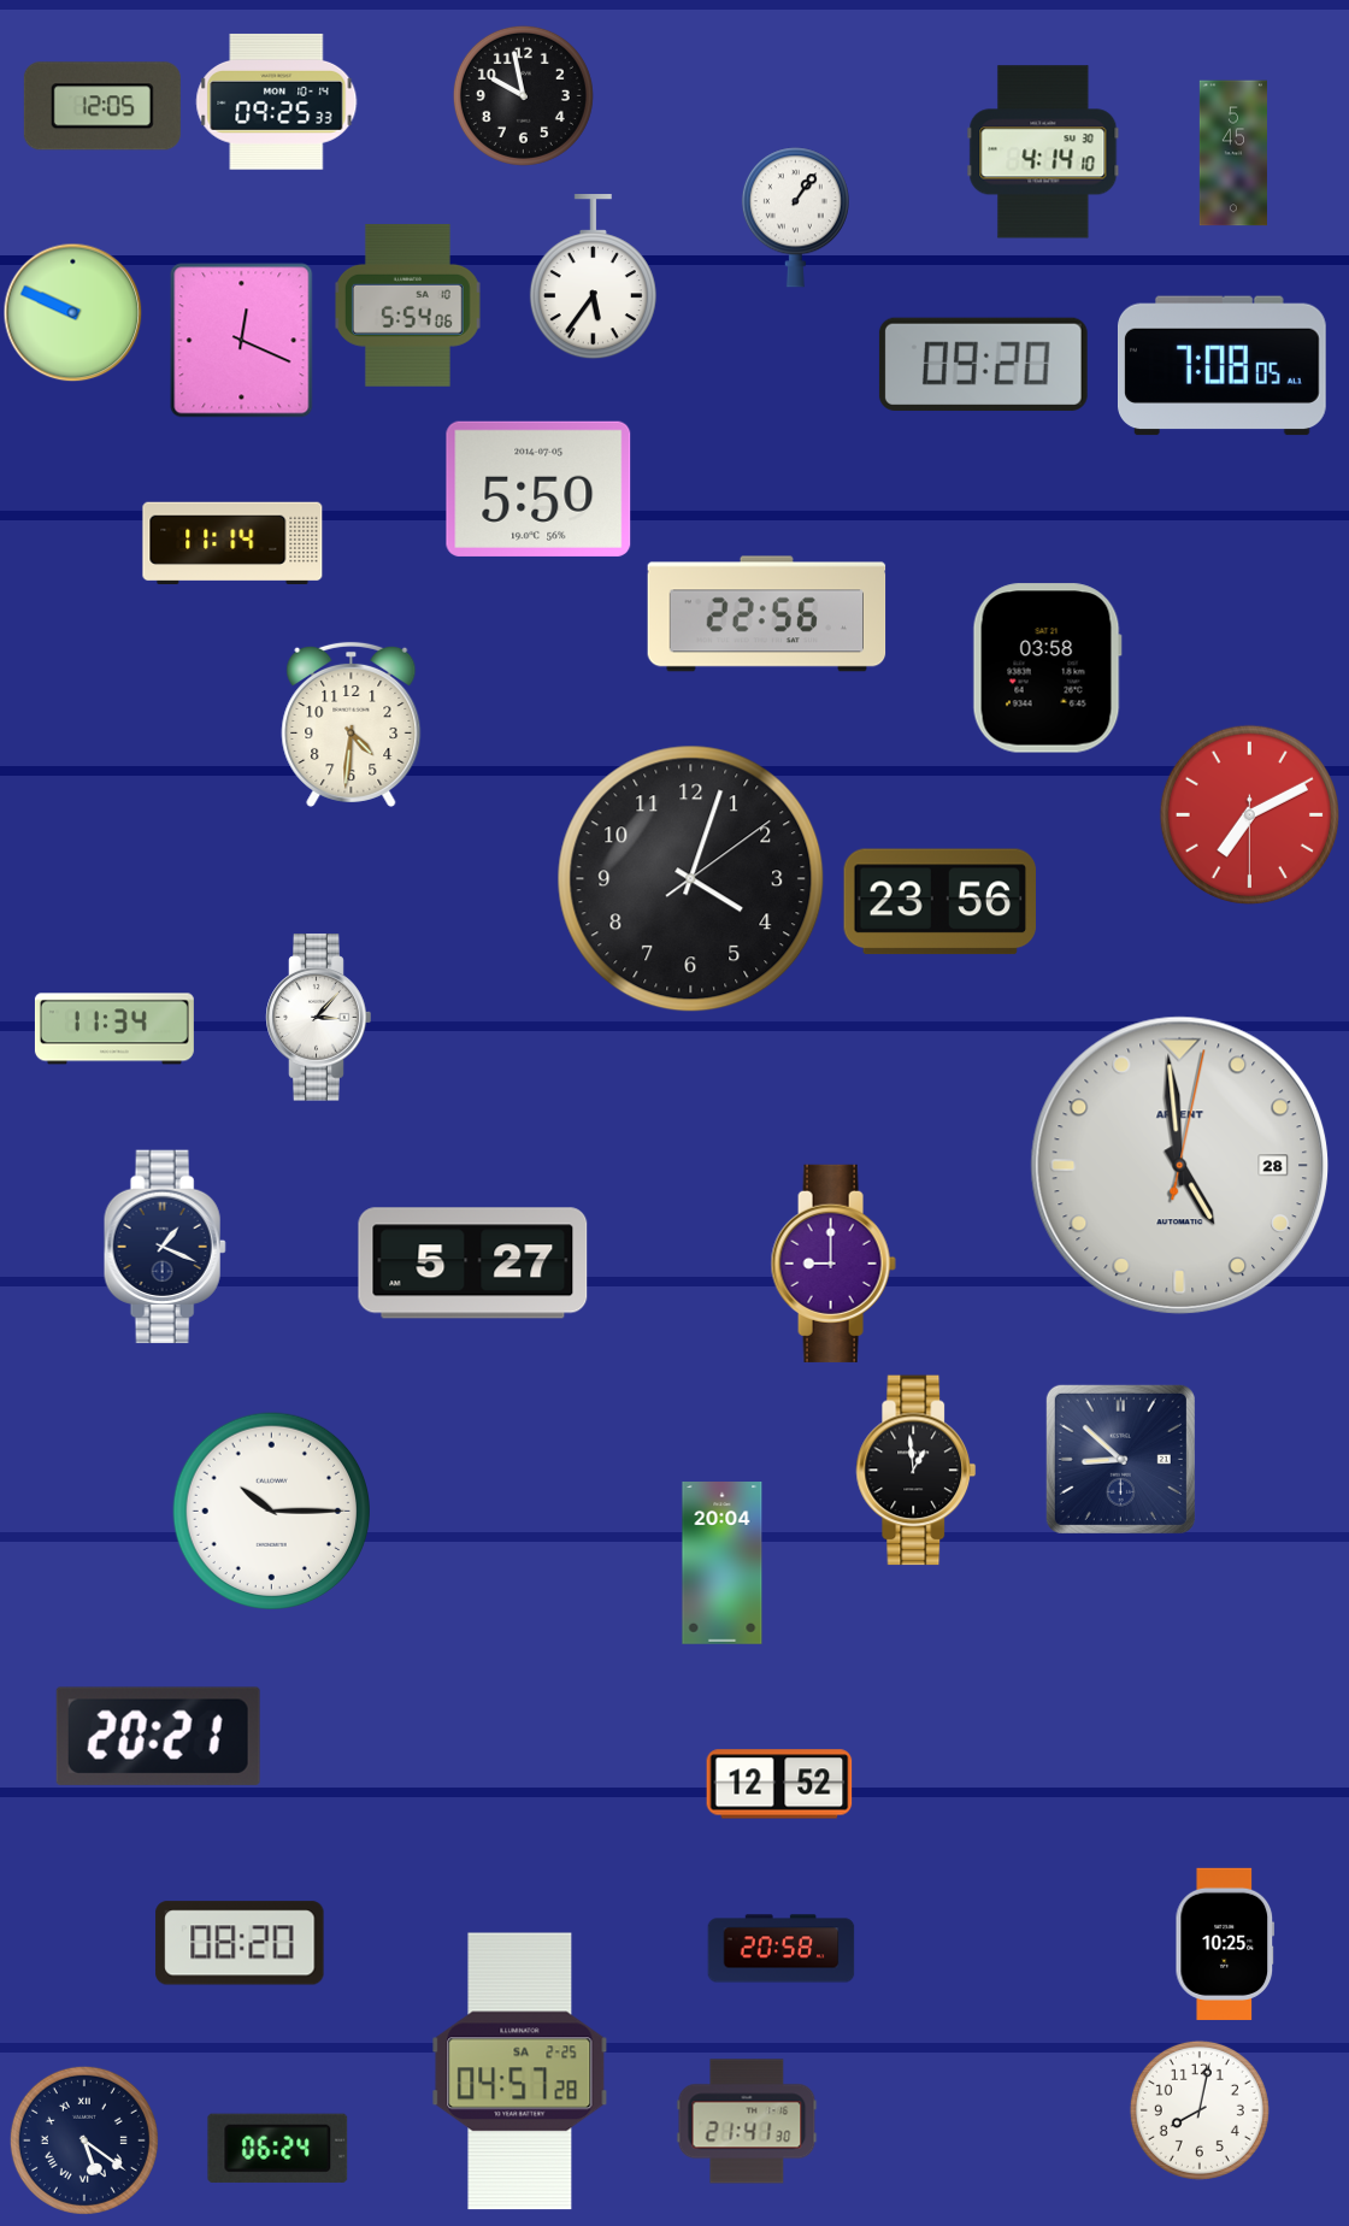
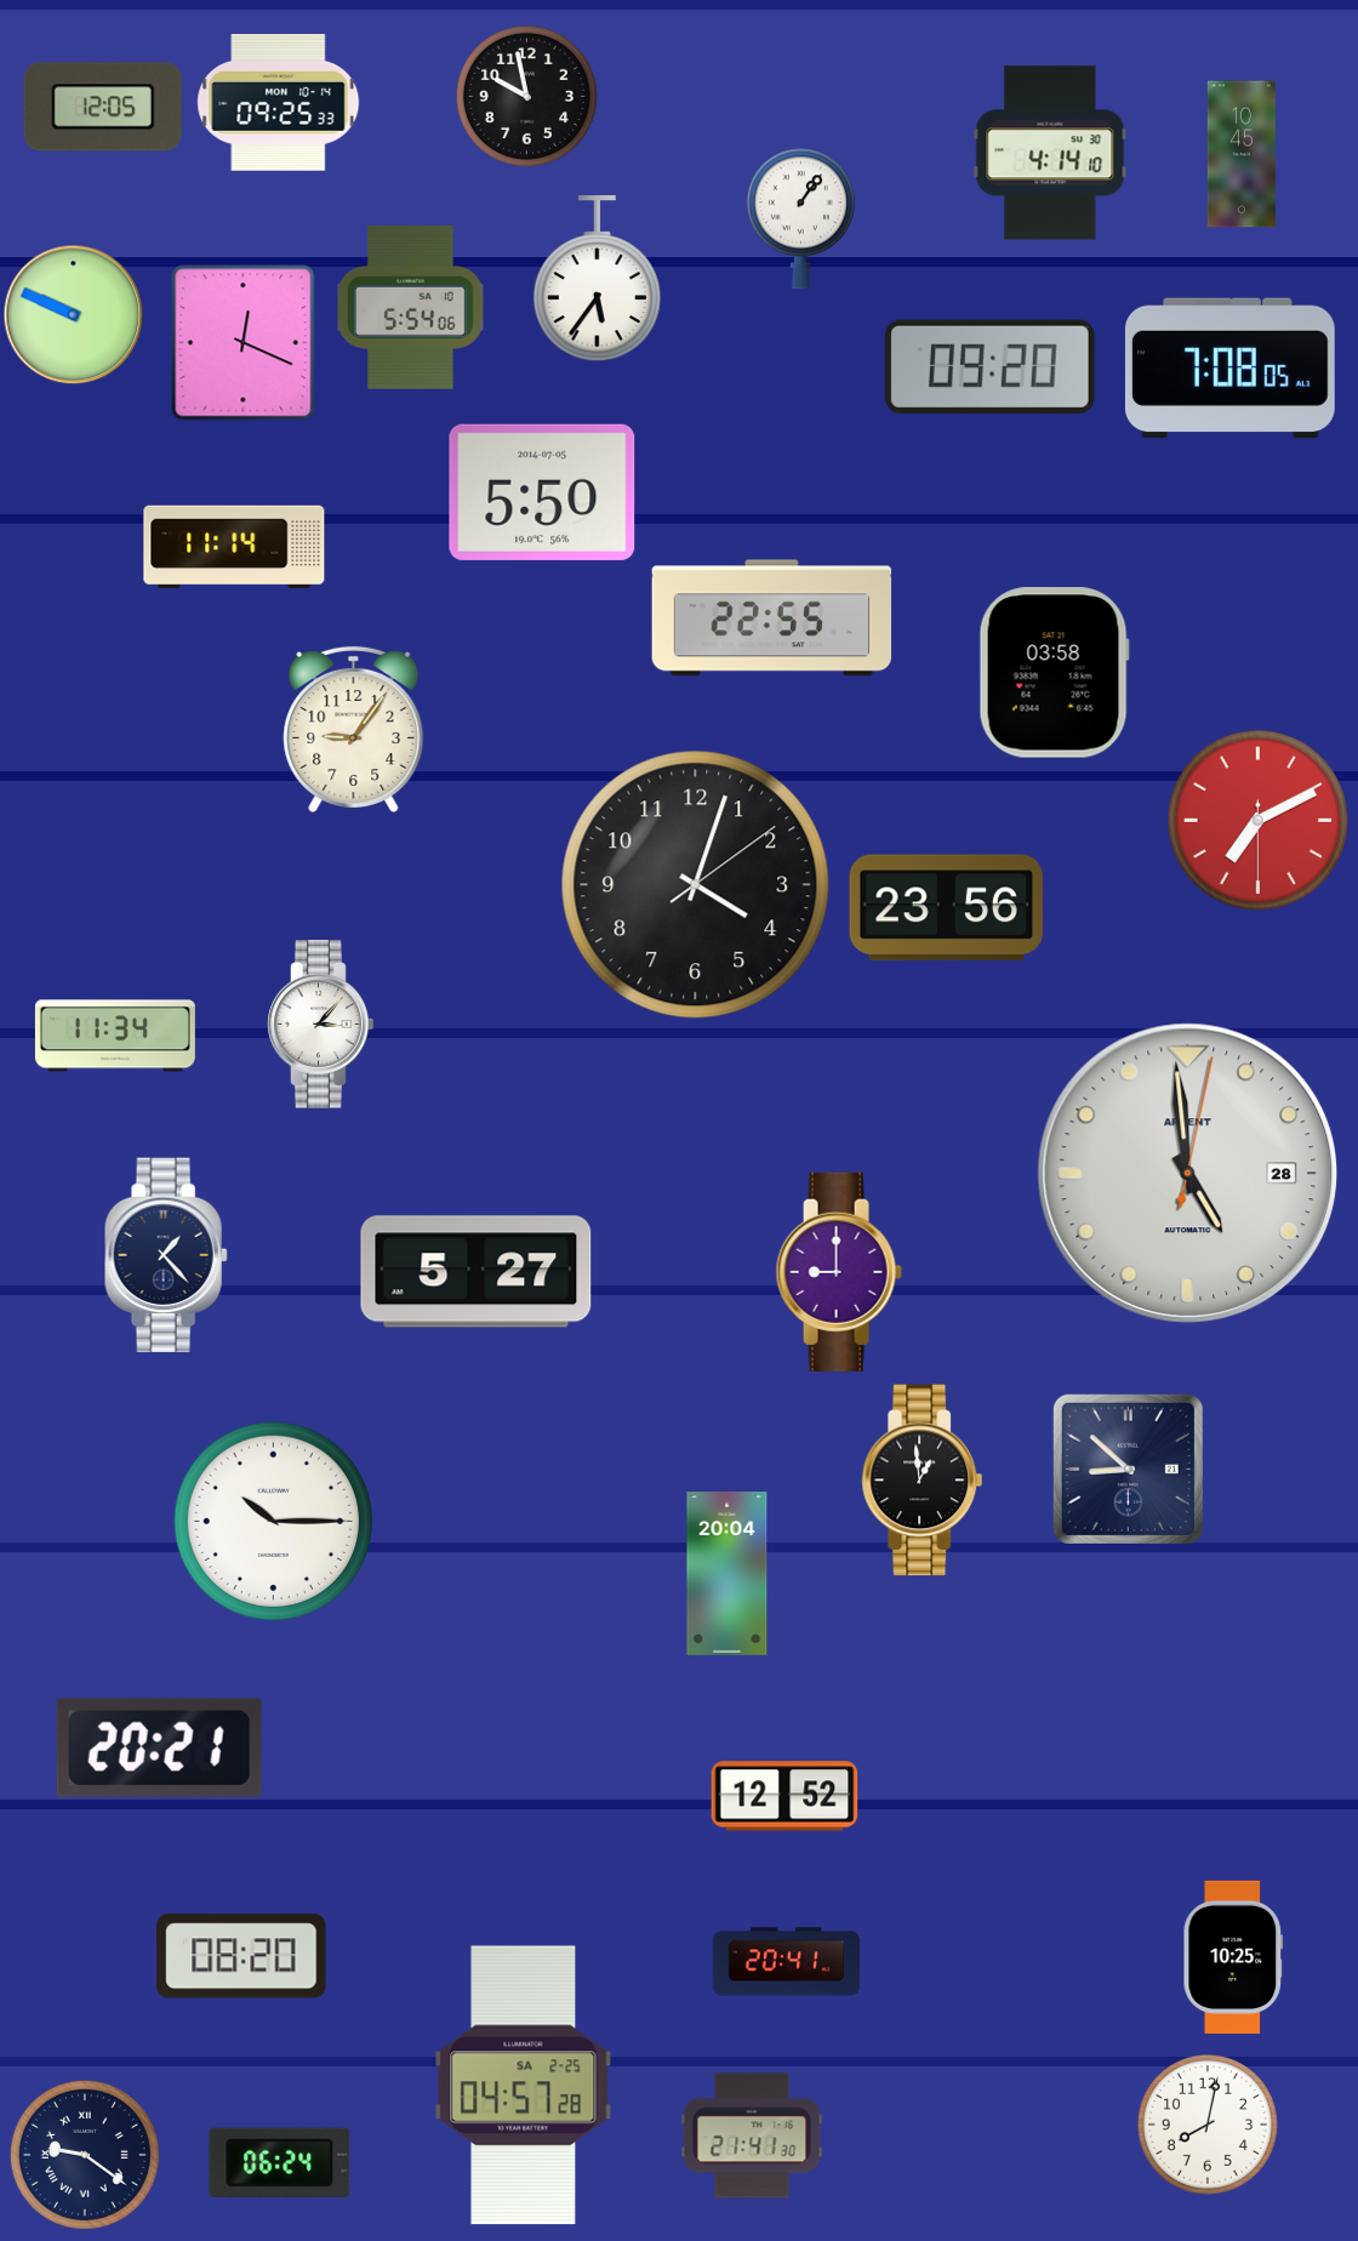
clock at (1233, 153): 5:45 -> 10:45
clock at (767, 614): 22:56 -> 22:55
clock at (352, 724): 4:31 -> 9:06
clock at (165, 1247): 1:19 -> 1:23
clock at (782, 1949): 20:58 -> 20:41
clock at (84, 2140): 5:21 -> 9:21
